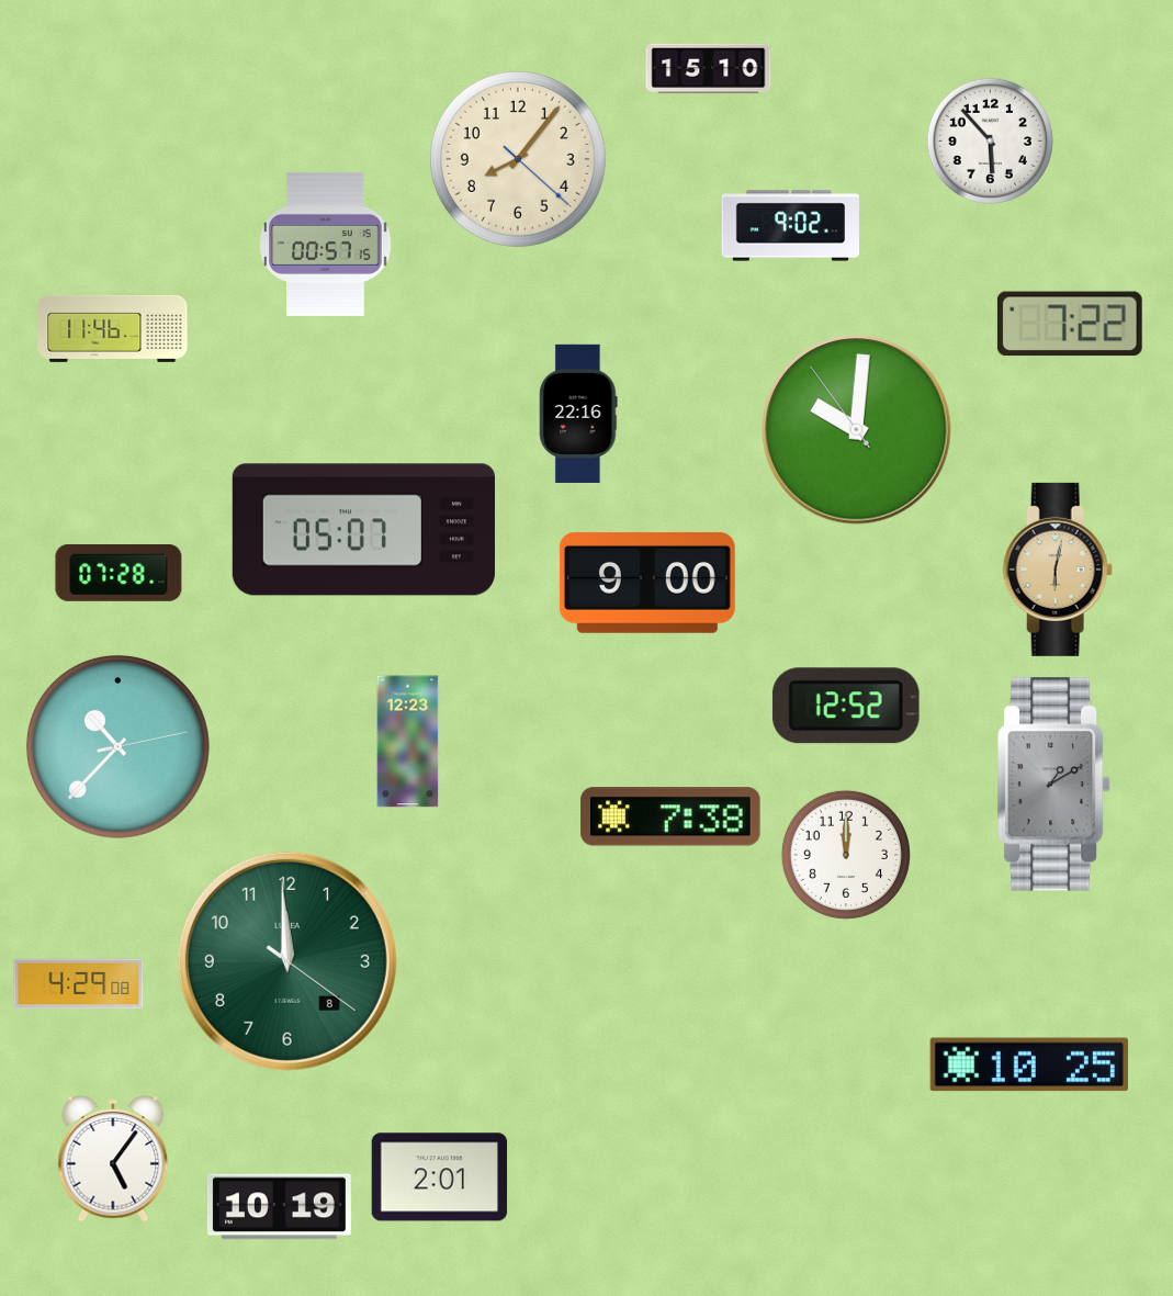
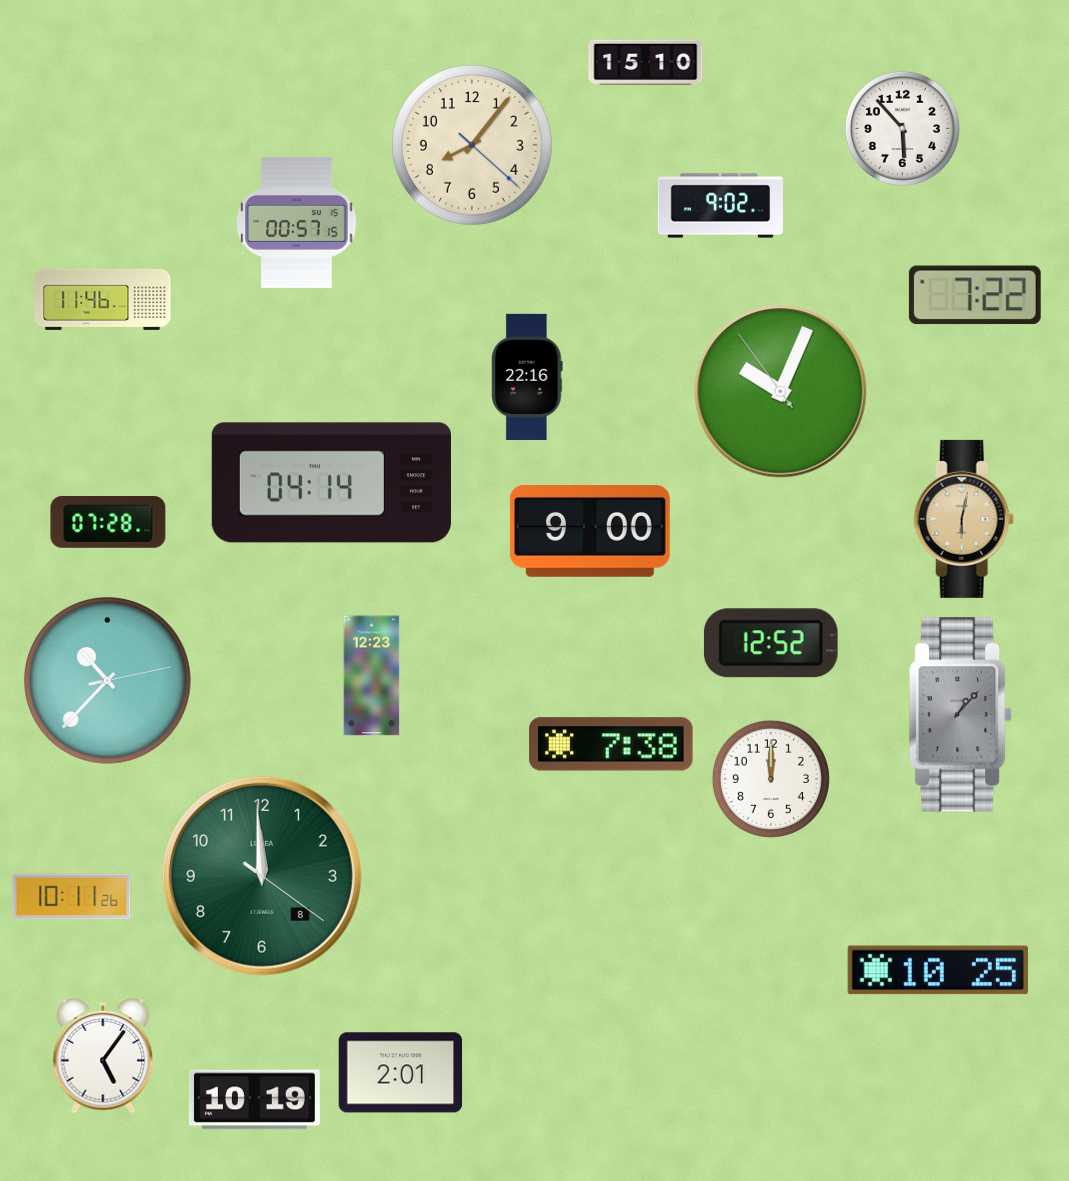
clock at (857, 430): 10:00 -> 10:03
clock at (363, 530): 05:07 -> 04:14
clock at (1056, 785): 1:10 -> 1:07
clock at (79, 984): 4:29 -> 10:11
